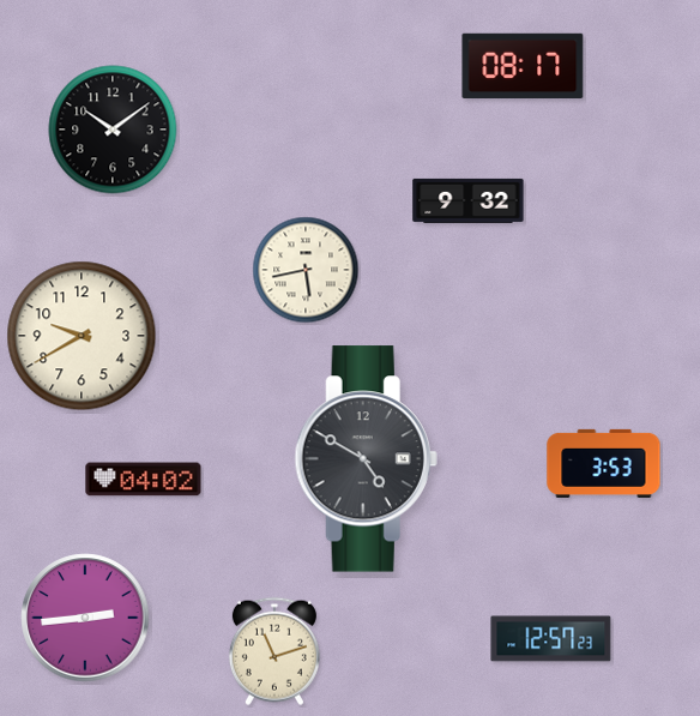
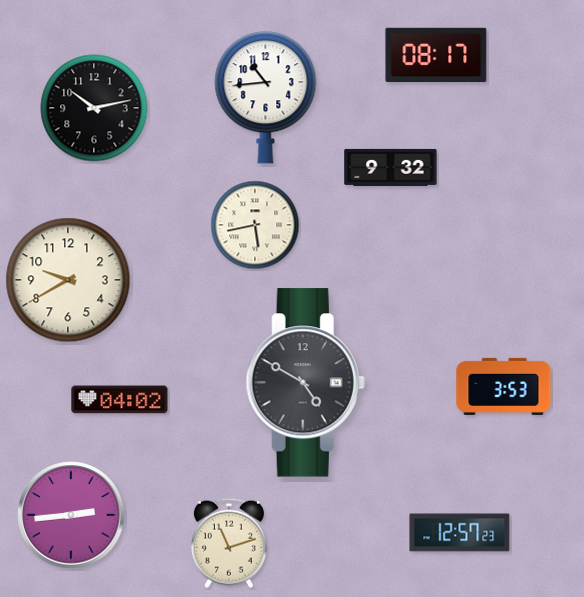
clock at (266, 98): none -> 10:44
clock at (113, 130): 10:09 -> 10:13
